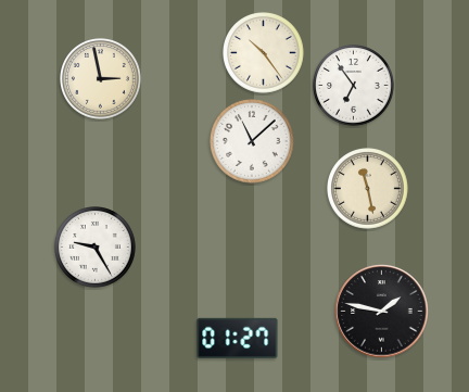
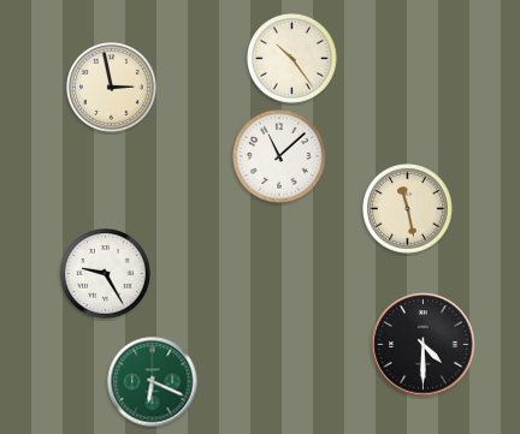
clock at (354, 86): 6:54 -> none
clock at (382, 312): 1:47 -> 4:30
clock at (238, 338): 01:27 -> none
clock at (153, 382): none -> 6:19
